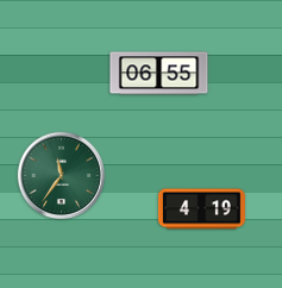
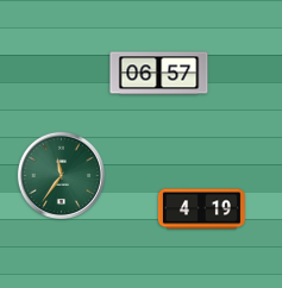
clock at (159, 74): 06:55 -> 06:57
